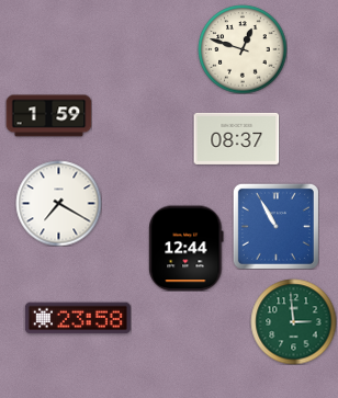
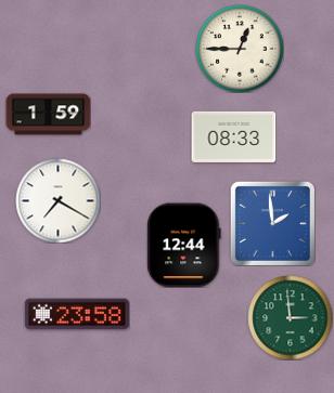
clock at (243, 49): 12:48 -> 12:45
clock at (236, 138): 08:37 -> 08:33
clock at (275, 226): 10:55 -> 1:59
